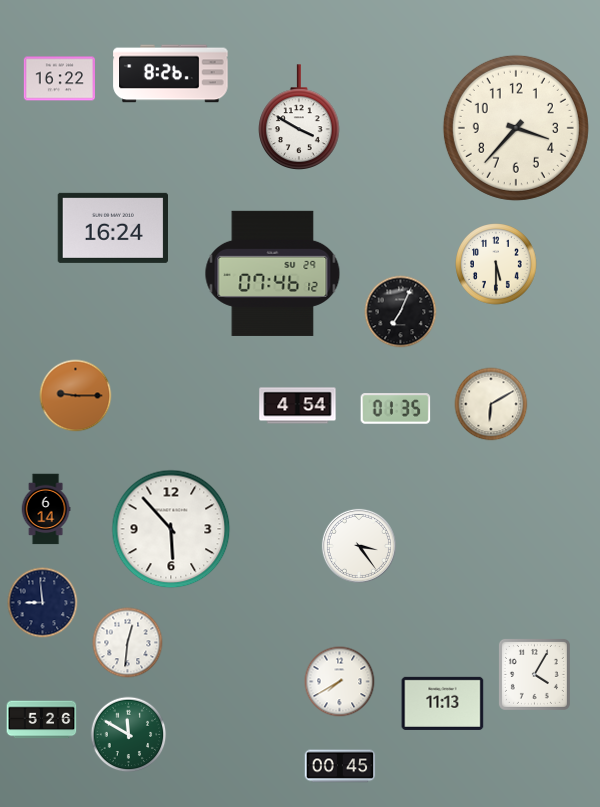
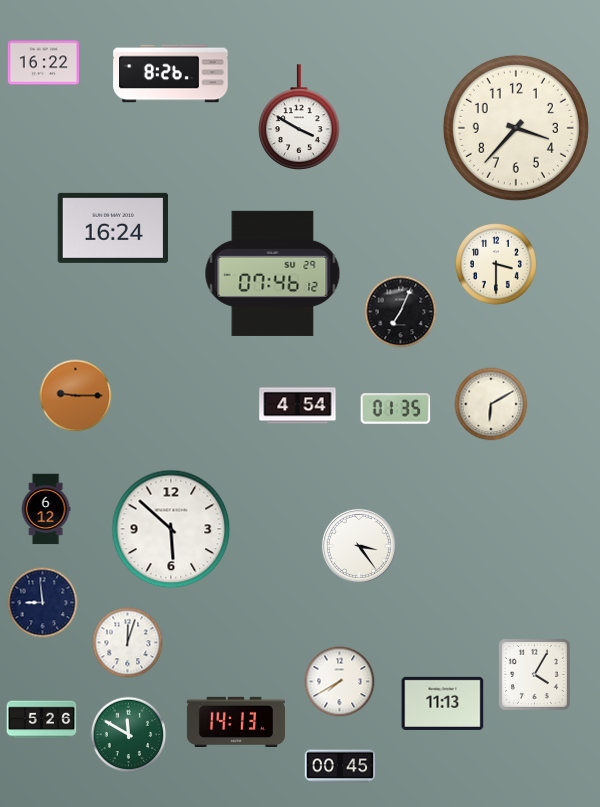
clock at (59, 79) position: (59, 79) -> (43, 63)
clock at (496, 264): 5:30 -> 3:30
clock at (46, 509): 6:14 -> 6:12
clock at (171, 529): 5:53 -> 5:52
clock at (128, 643): 12:31 -> 12:03
clock at (236, 721): none -> 14:13
